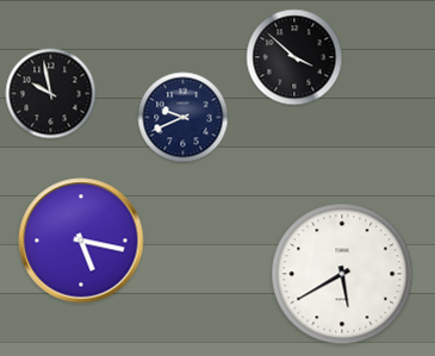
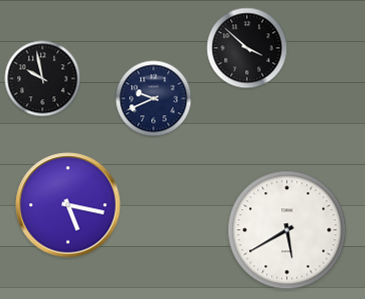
clock at (81, 241) position: (81, 241) -> (68, 205)
